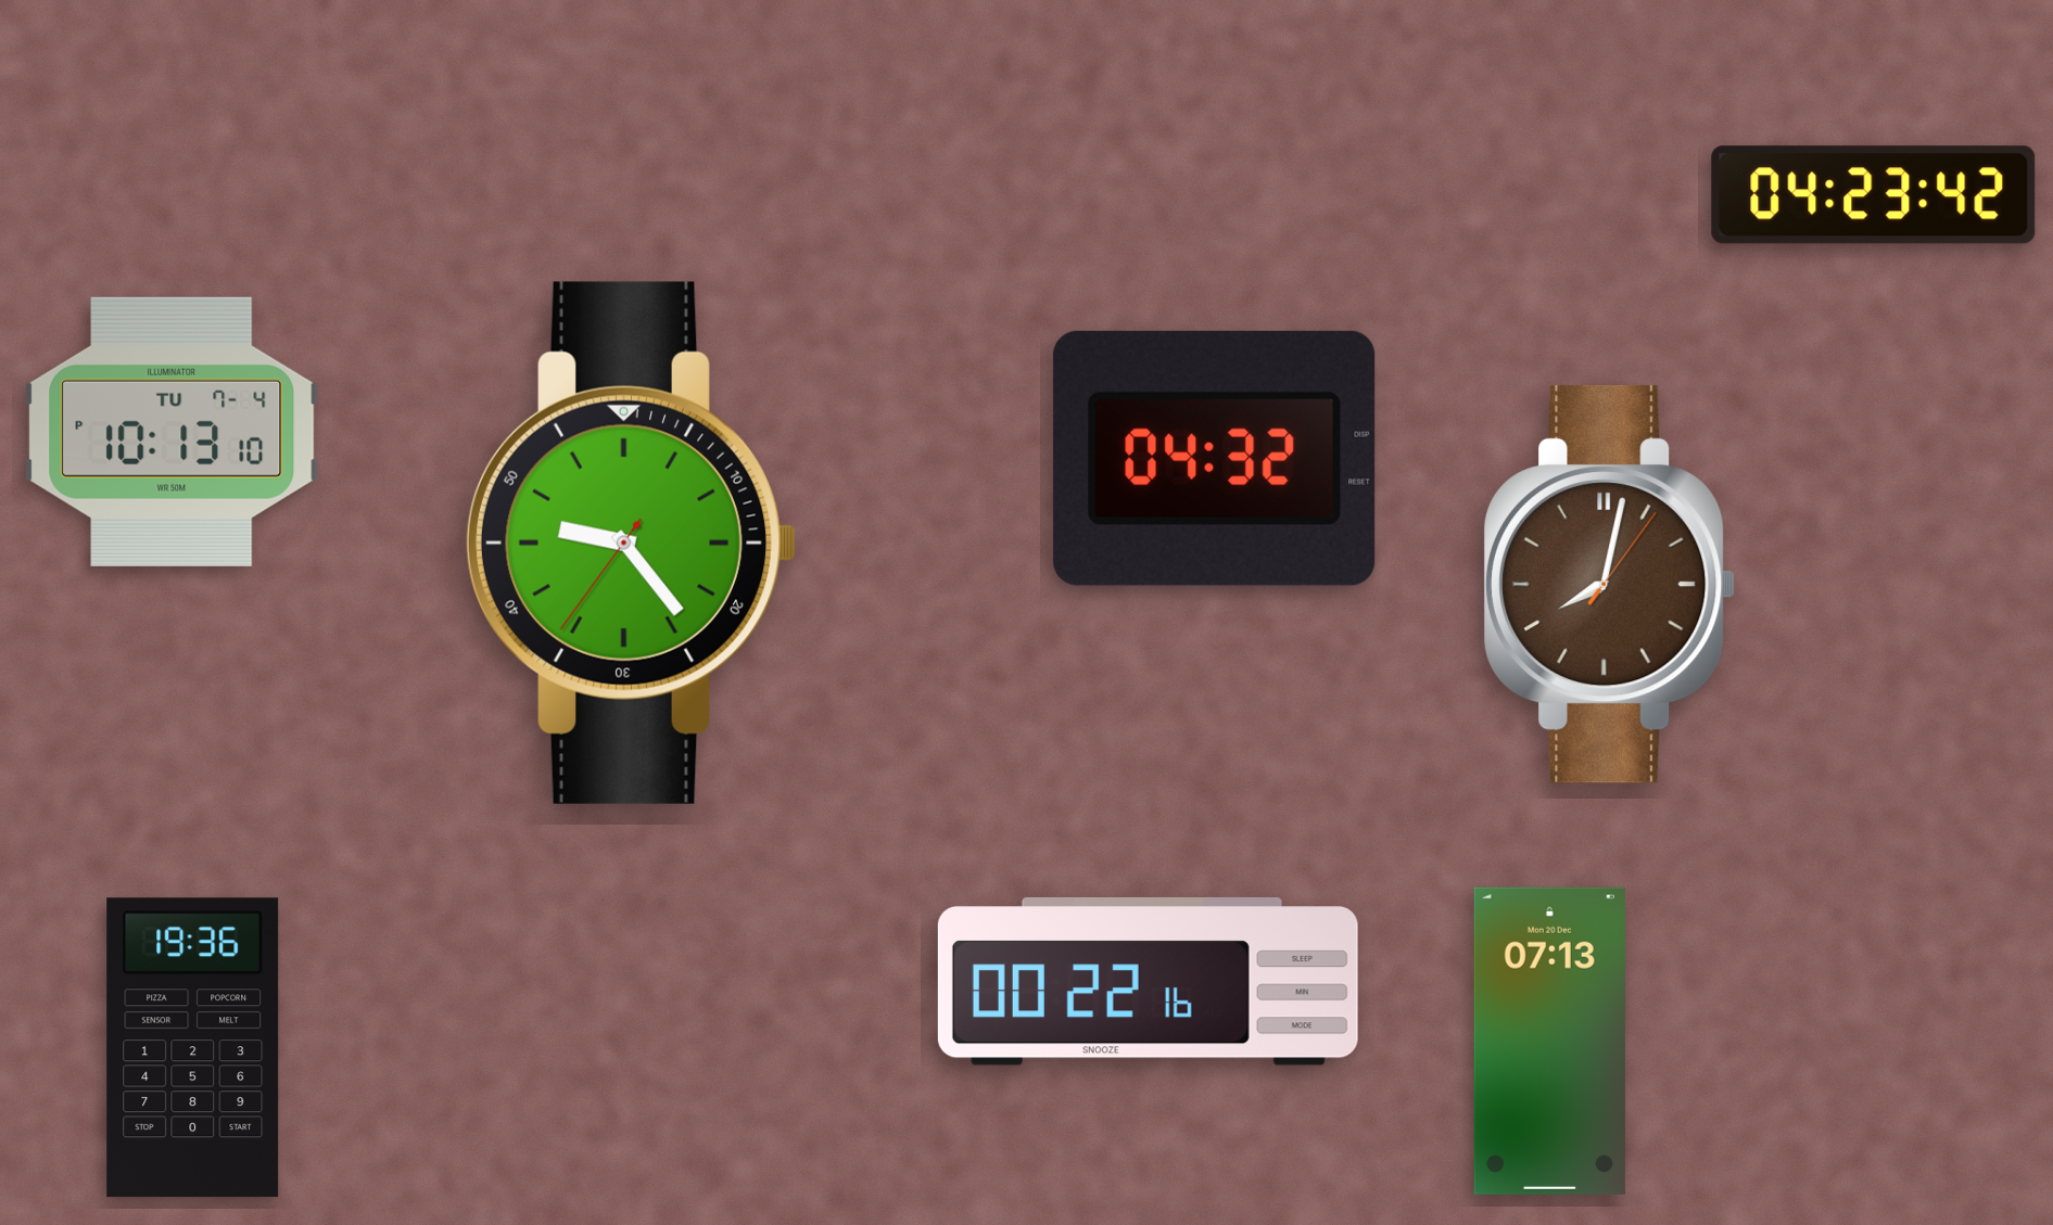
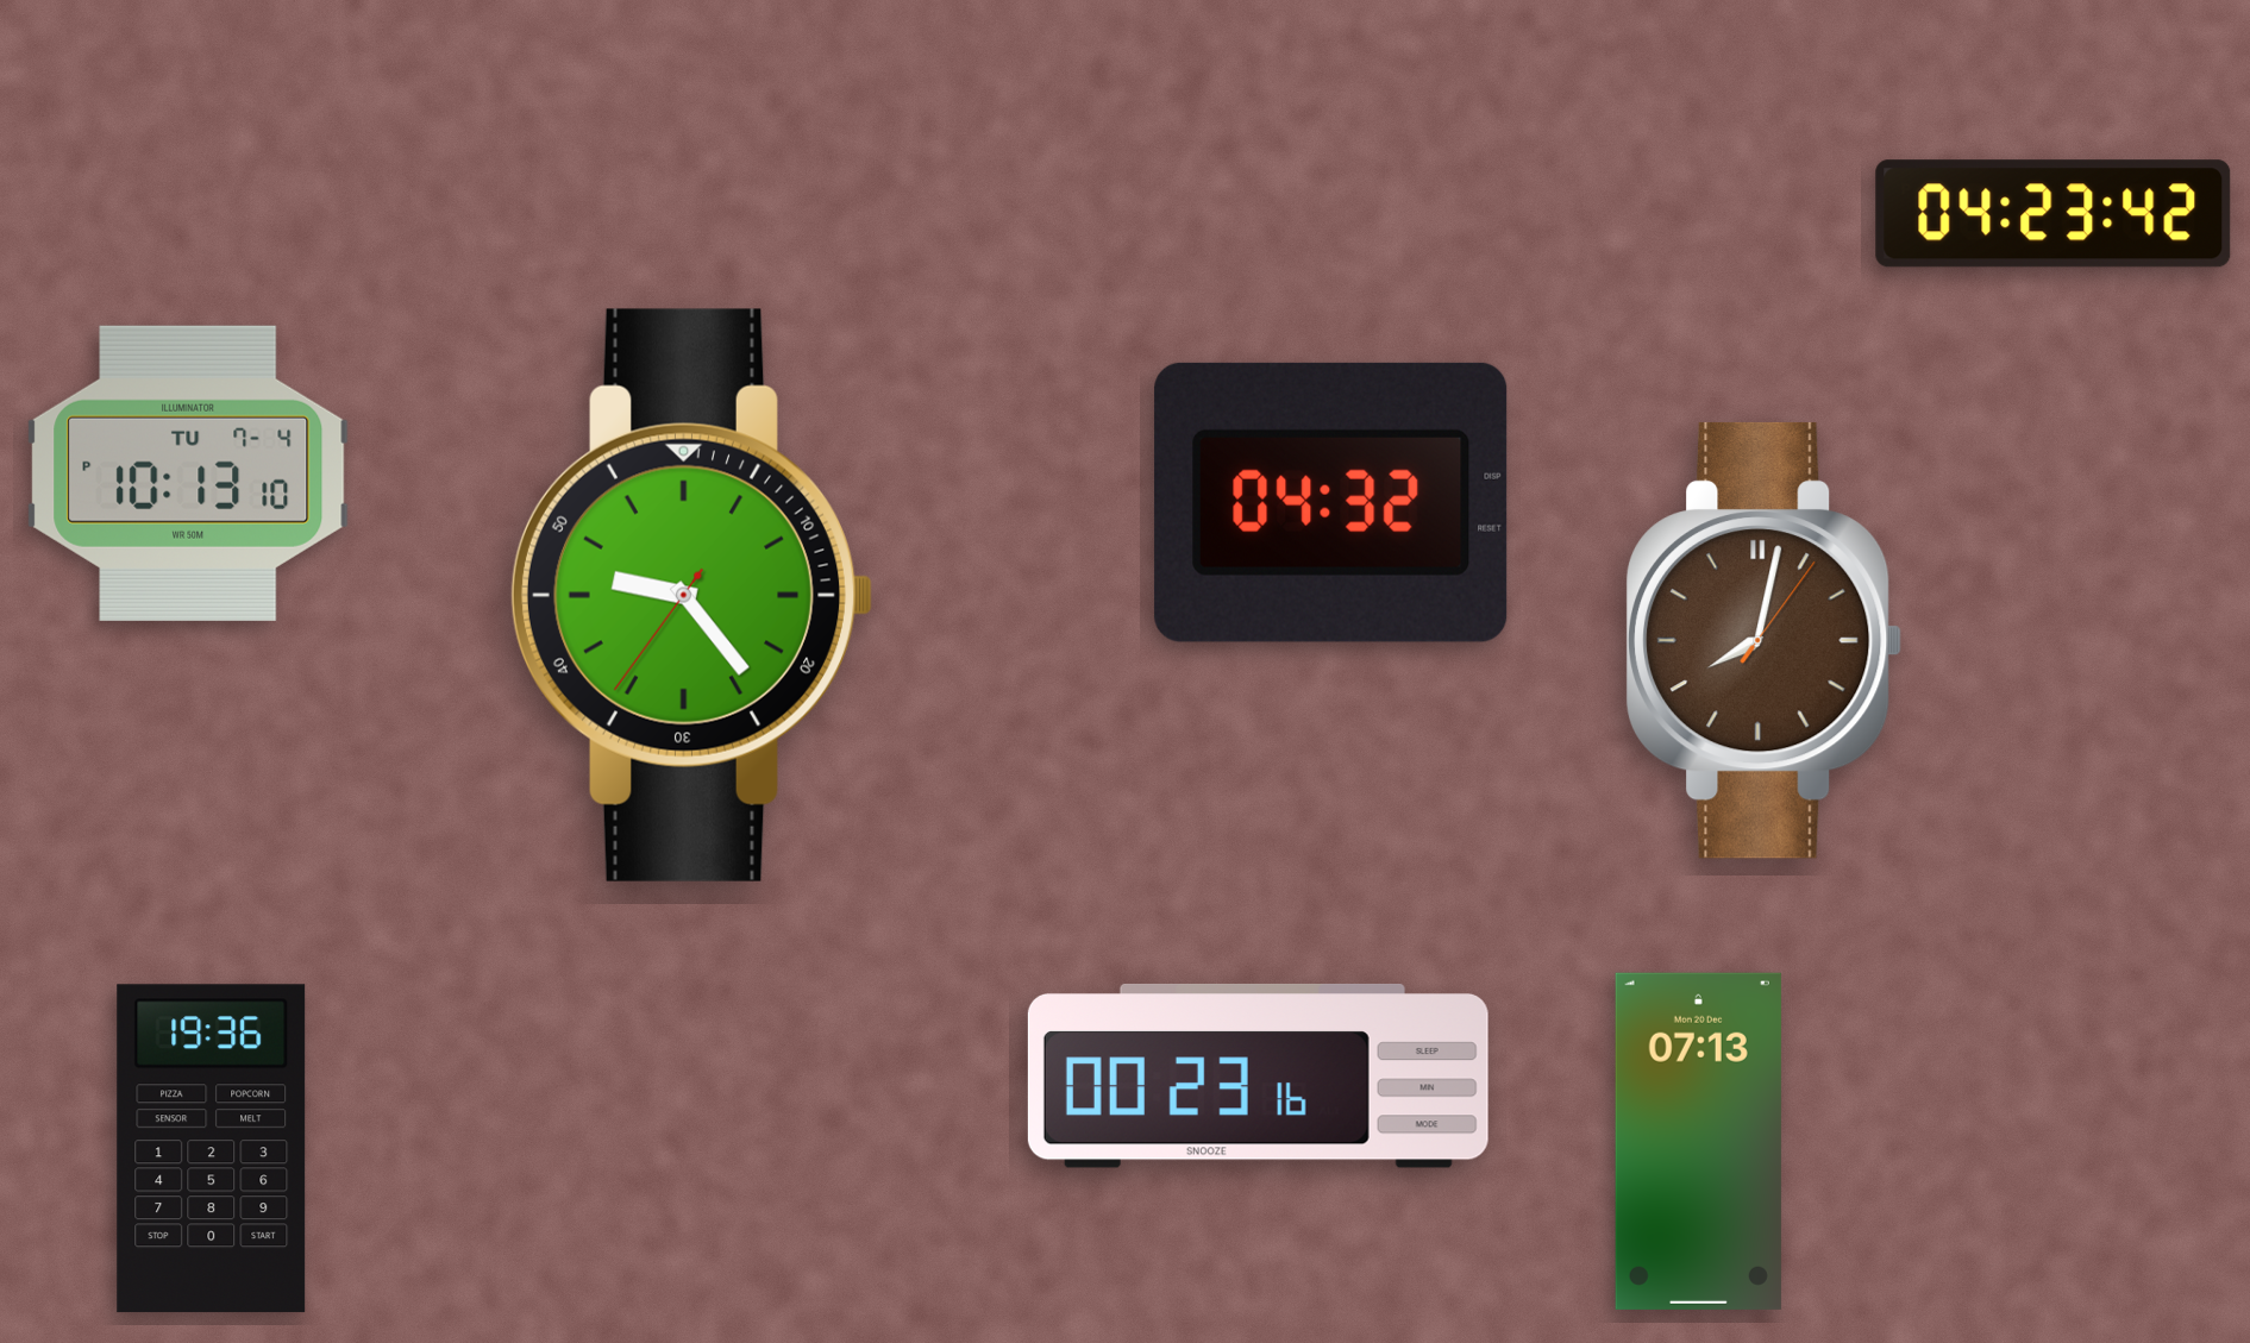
clock at (1148, 981): 00:22 -> 00:23
